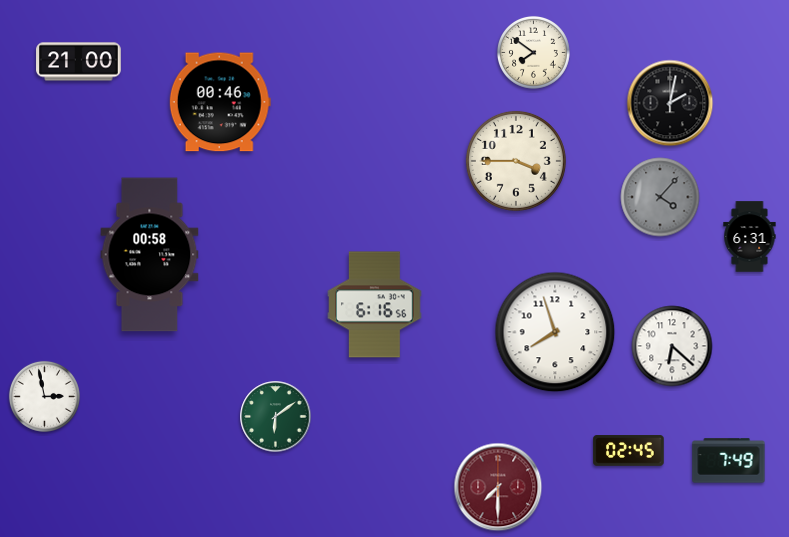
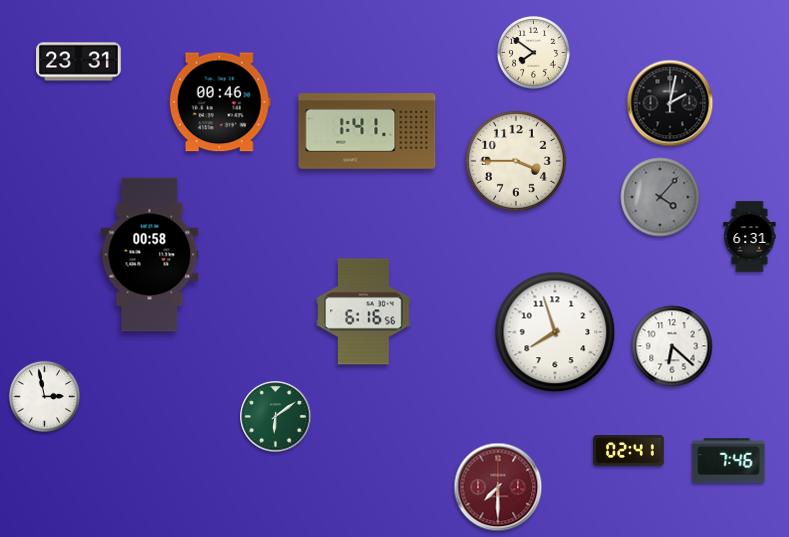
clock at (79, 62): 21:00 -> 23:31
clock at (367, 131): none -> 1:41
clock at (375, 305) position: (375, 305) -> (364, 312)
clock at (629, 451): 02:45 -> 02:41
clock at (729, 461): 7:49 -> 7:46
